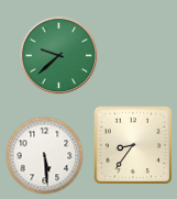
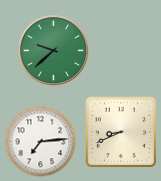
clock at (133, 145): 8:36 -> 8:41
clock at (45, 156): 5:29 -> 7:14
